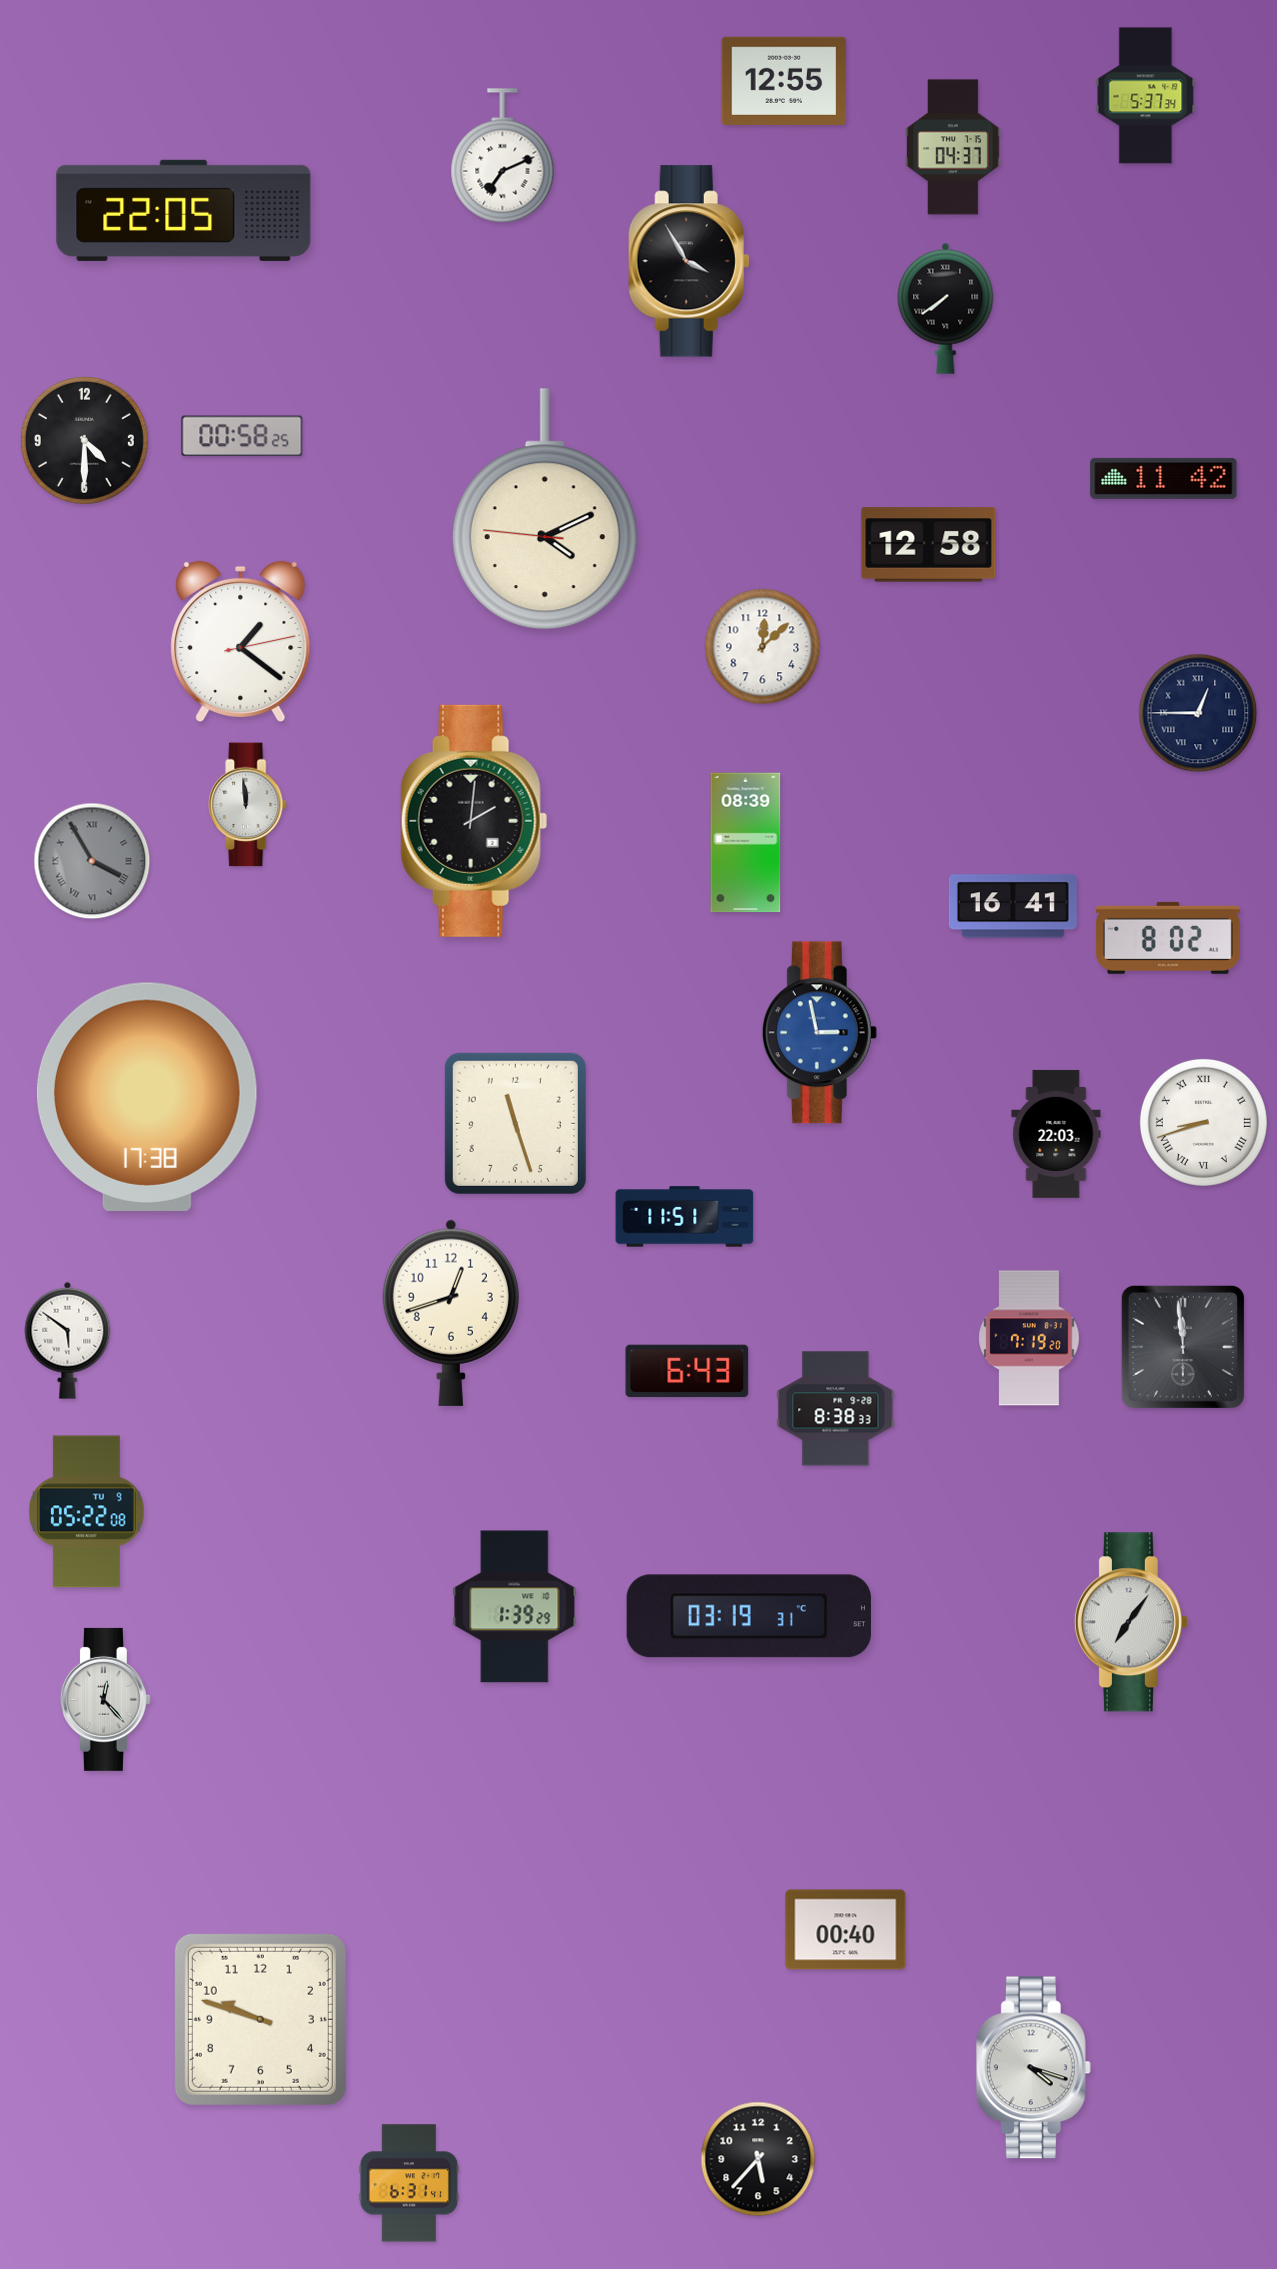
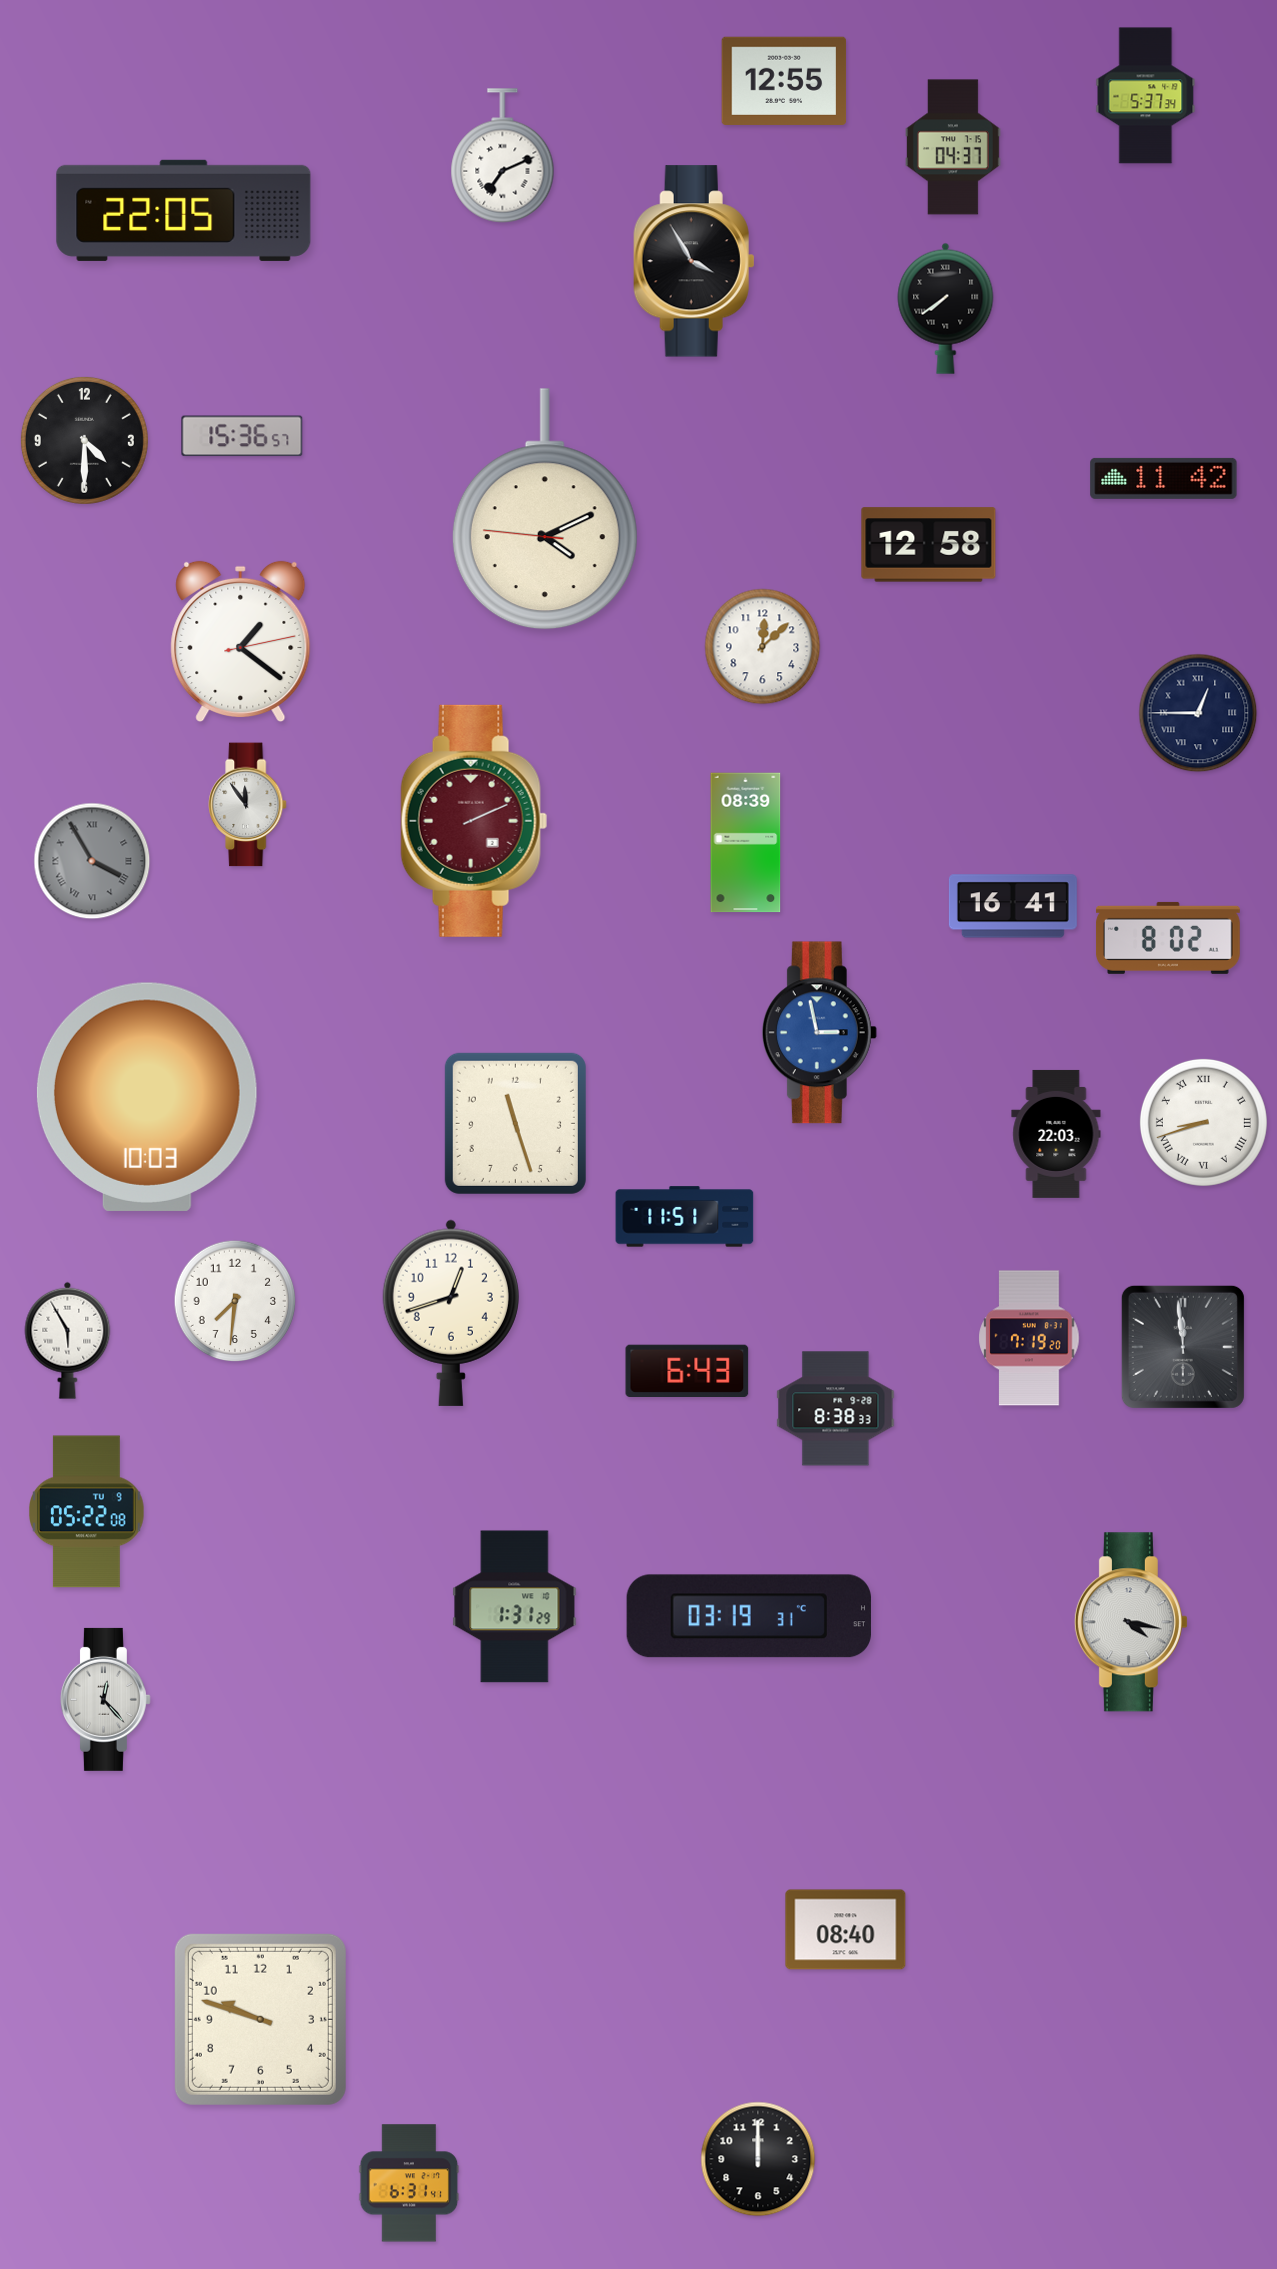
clock at (689, 261) position: (689, 261) -> (694, 261)
clock at (242, 436): 00:58 -> 15:36
clock at (248, 805): 11:59 -> 11:54
clock at (474, 821): 2:01 -> 2:11
clock at (474, 821) dial: black -> burgundy
clock at (147, 1097): 17:38 -> 10:03
clock at (235, 1301): none -> 7:31
clock at (68, 1340): 5:51 -> 5:55
clock at (515, 1607): 1:39 -> 1:31
clock at (1131, 1622): 7:06 -> 4:17
clock at (846, 1930): 00:40 -> 08:40
clock at (1033, 2068): 4:18 -> none
clock at (758, 2159): 5:37 -> 12:00
